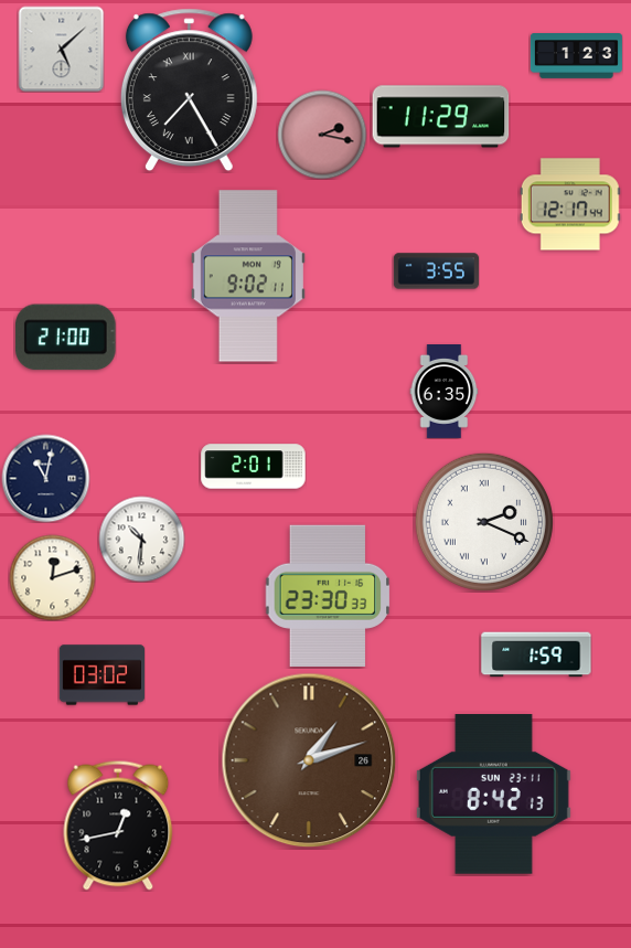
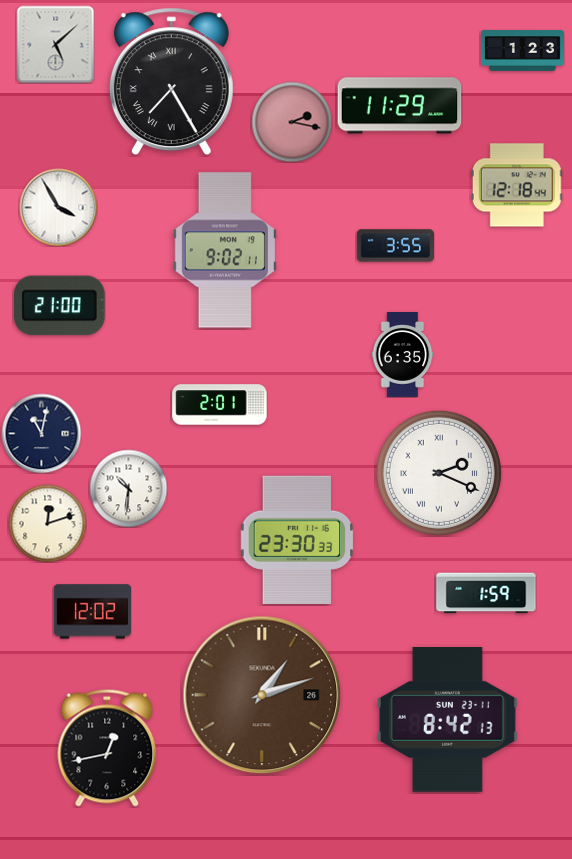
clock at (570, 204): 12:17 -> 12:18
clock at (58, 207): none -> 3:55
clock at (254, 467) position: (254, 467) -> (220, 405)
clock at (101, 675): 03:02 -> 12:02
clock at (309, 760) position: (309, 760) -> (262, 695)
